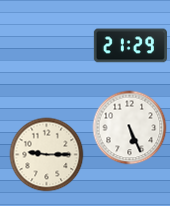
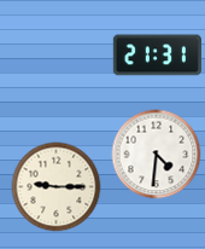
clock at (130, 46): 21:29 -> 21:31
clock at (130, 128): 5:26 -> 4:31
